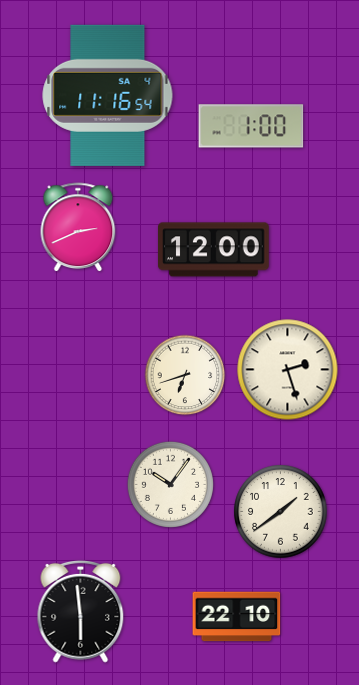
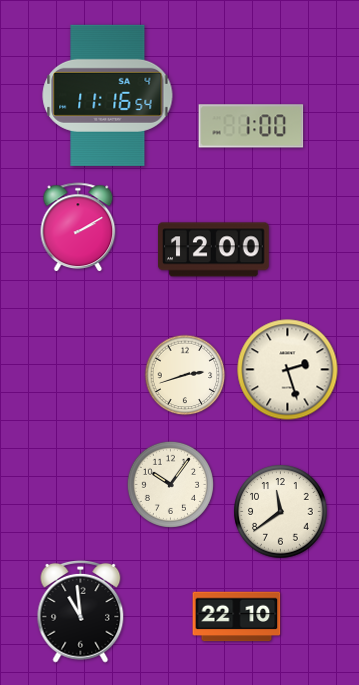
clock at (78, 228): 2:41 -> 2:10
clock at (185, 375): 6:42 -> 2:42
clock at (281, 512): 1:39 -> 11:39
clock at (81, 611): 5:59 -> 10:59
